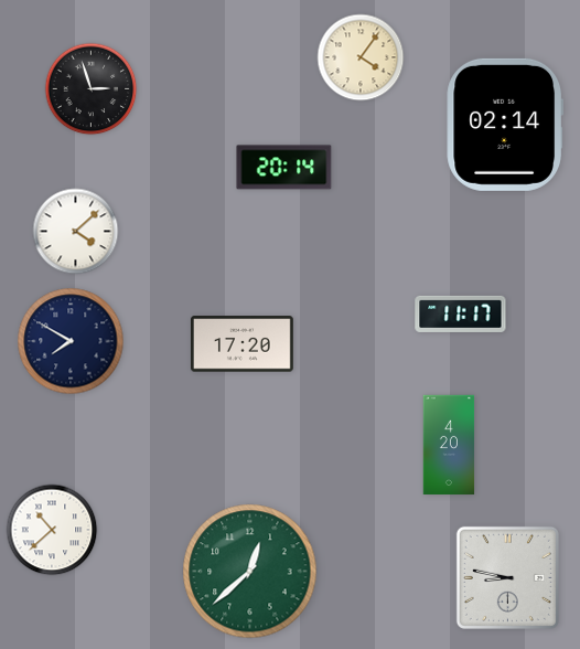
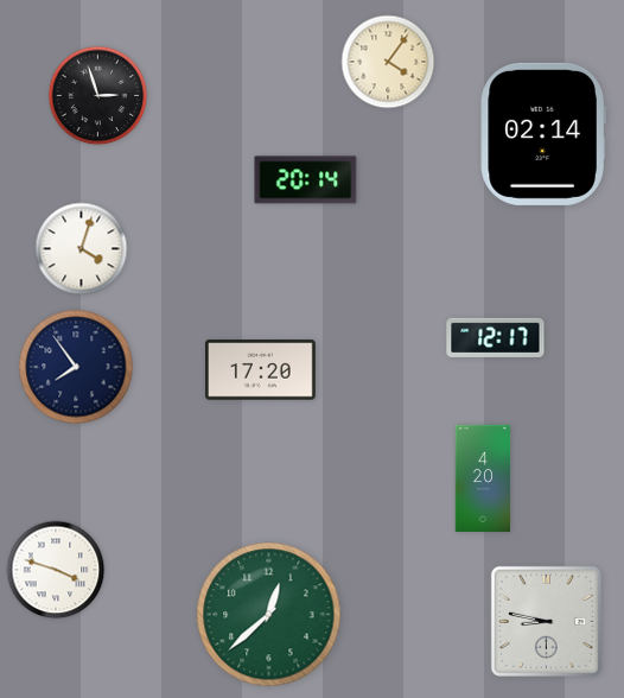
clock at (76, 232): 4:08 -> 4:03
clock at (461, 313): 11:17 -> 12:17
clock at (71, 341): 7:50 -> 7:54
clock at (52, 530): 10:38 -> 3:48
